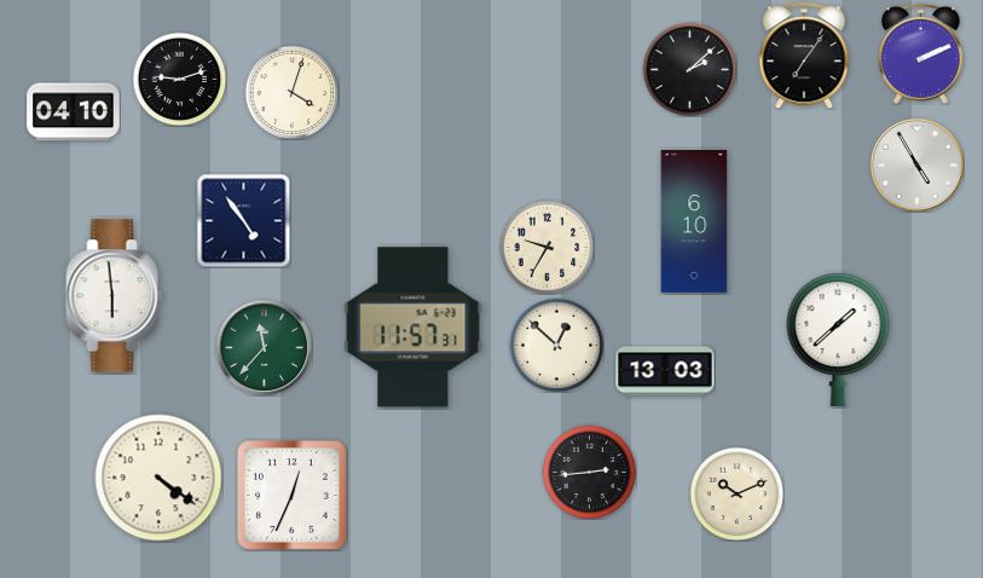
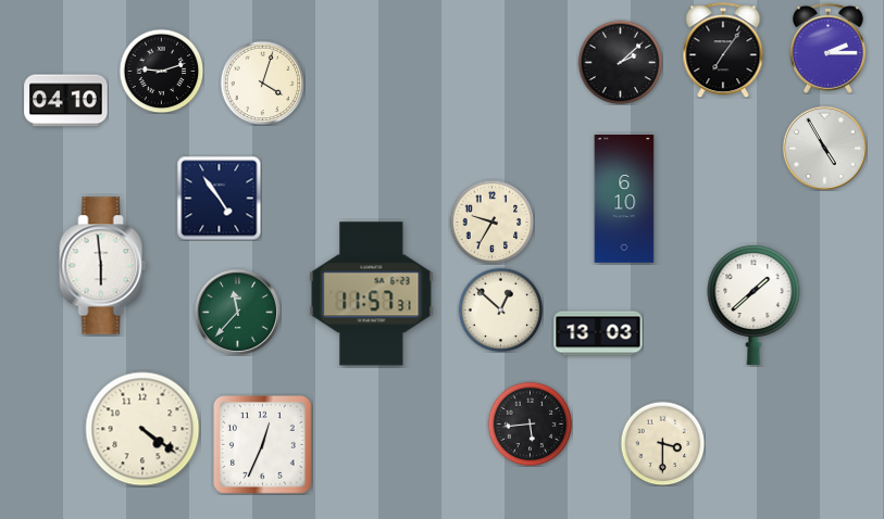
clock at (920, 53): 2:11 -> 2:15
clock at (589, 472): 2:44 -> 5:44
clock at (736, 493): 10:11 -> 3:30
